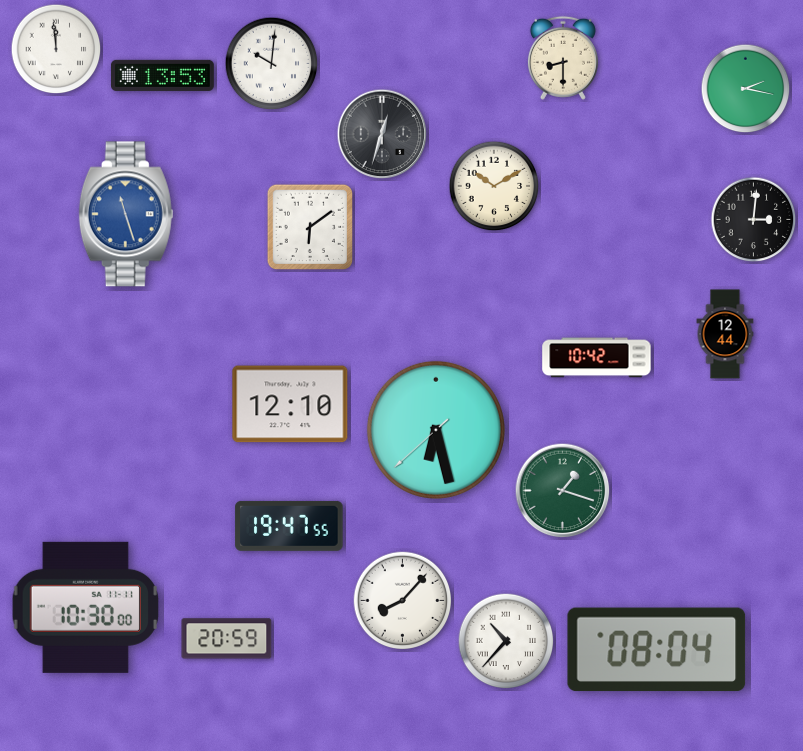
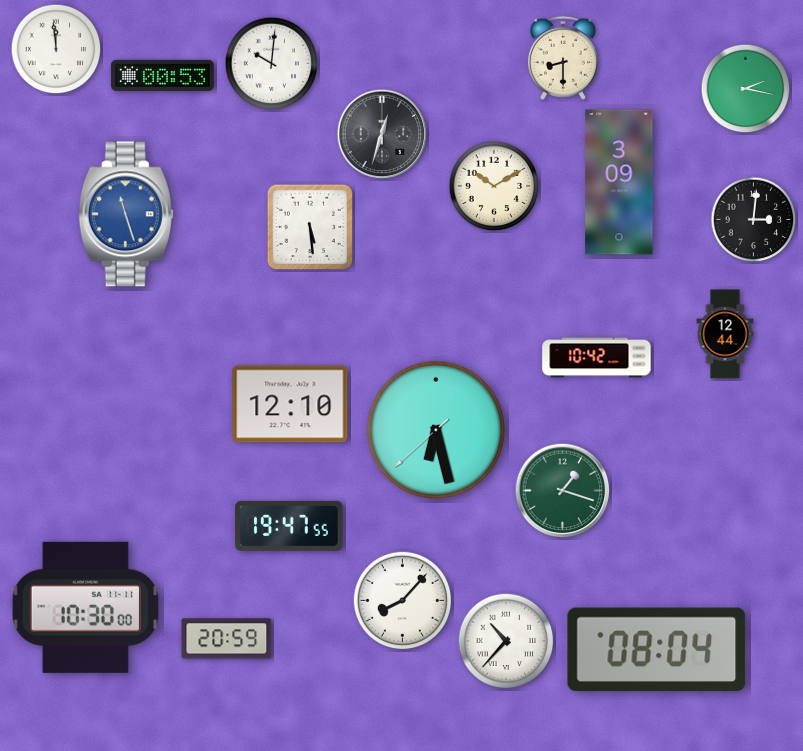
clock at (162, 75): 13:53 -> 00:53
clock at (619, 182): none -> 3:09
clock at (309, 226): 6:09 -> 5:29
